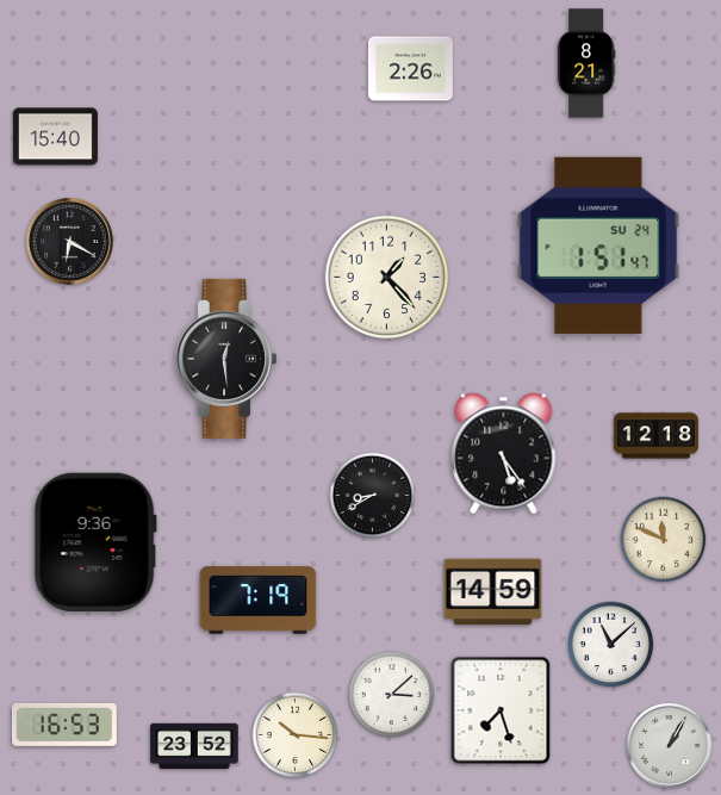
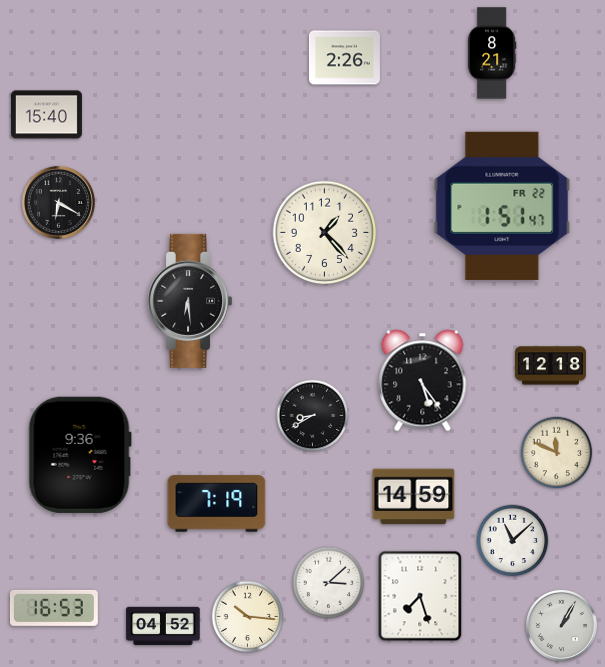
clock at (598, 246) date: SU 24 -> FR 22
clock at (226, 359): 12:29 -> 6:29
clock at (194, 746): 23:52 -> 04:52
